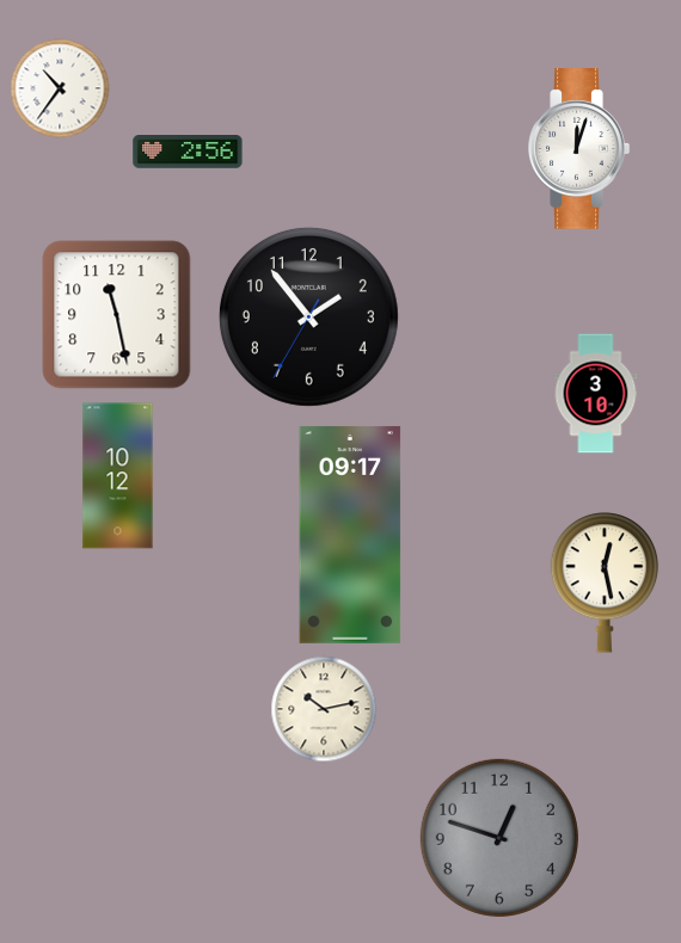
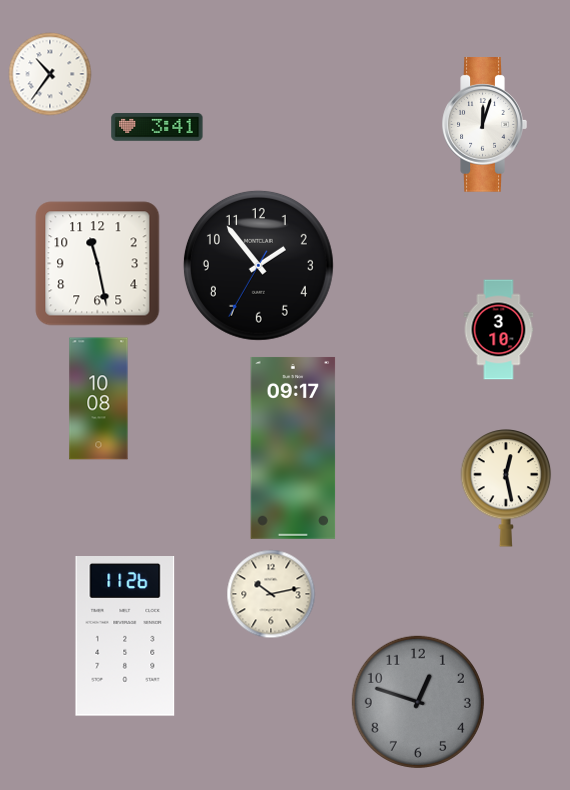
clock at (188, 153): 2:56 -> 3:41
clock at (118, 476): 10:12 -> 10:08
clock at (125, 636): none -> 11:26
